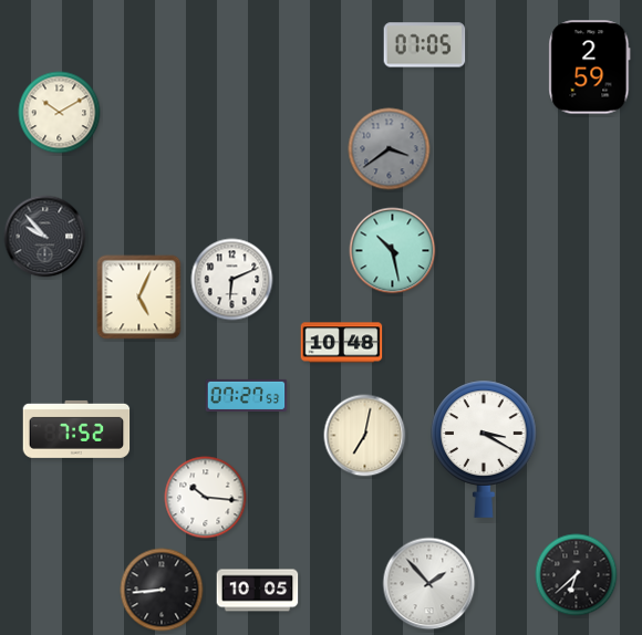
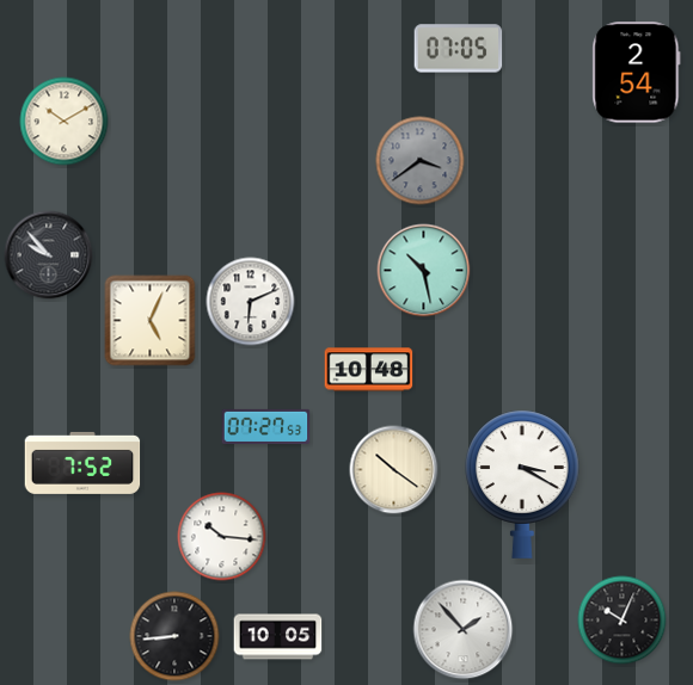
clock at (590, 67): 2:59 -> 2:54
clock at (365, 436): 7:02 -> 10:21
clock at (577, 575): 6:38 -> 10:04
